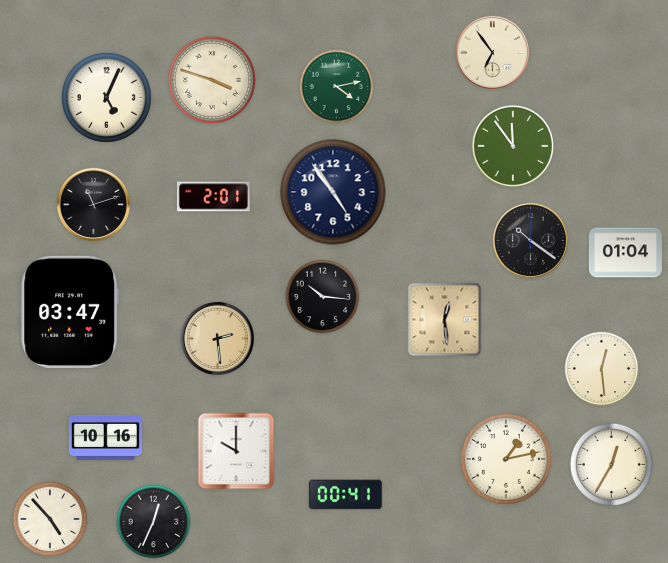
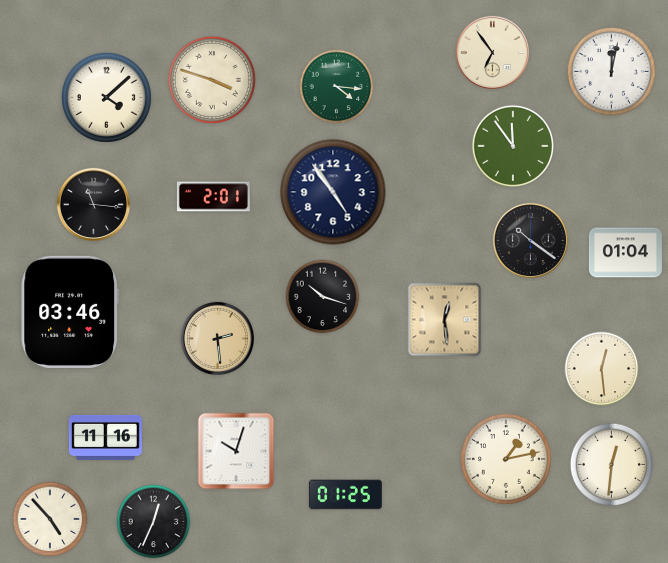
clock at (611, 71): none -> 12:02
clock at (337, 87): 4:13 -> 4:16
clock at (106, 97): 5:04 -> 4:08
clock at (93, 204): 11:12 -> 11:16
clock at (323, 297): 10:16 -> 10:18
clock at (69, 312): 03:47 -> 03:46
clock at (105, 437): 10:16 -> 11:16
clock at (236, 451): 10:00 -> 10:03
clock at (611, 464): 12:35 -> 12:31
clock at (345, 495): 00:41 -> 01:25
